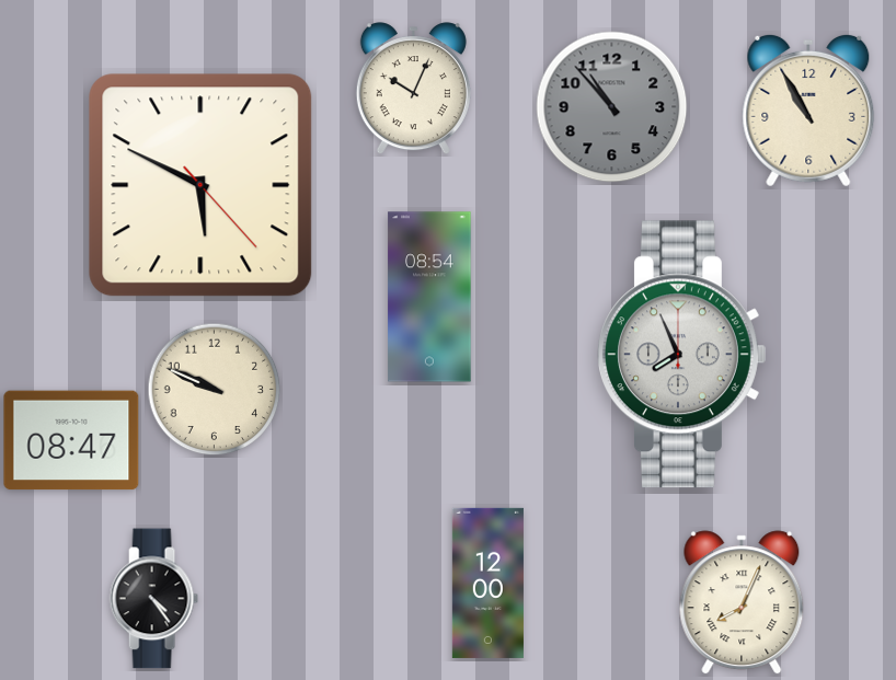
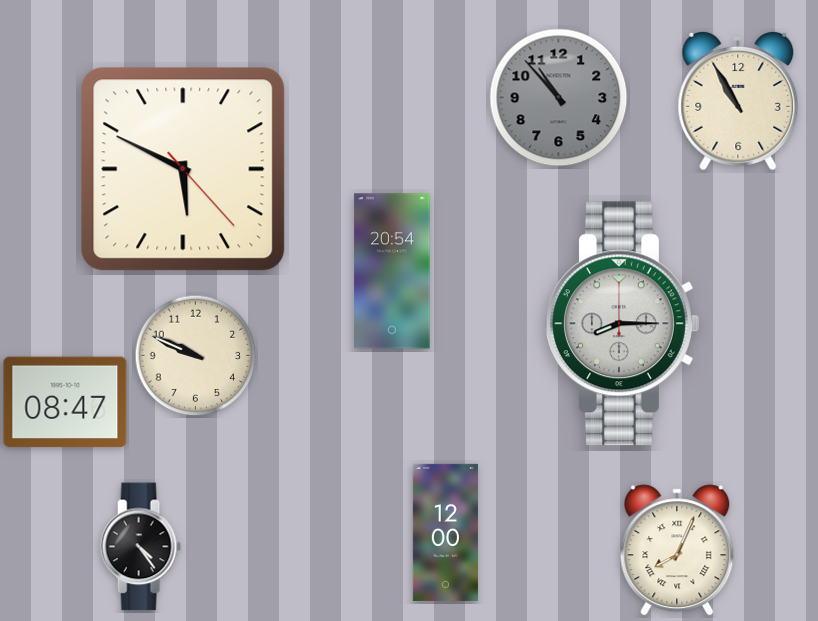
clock at (413, 89): 10:04 -> none
clock at (429, 297): 08:54 -> 20:54
clock at (682, 355): 7:56 -> 8:15
